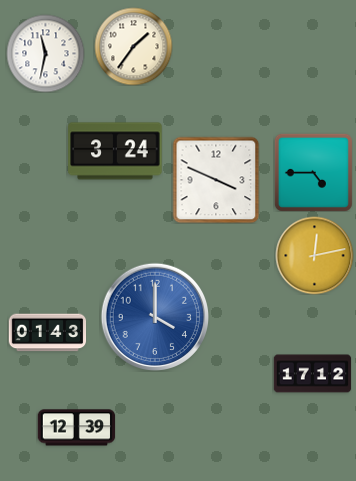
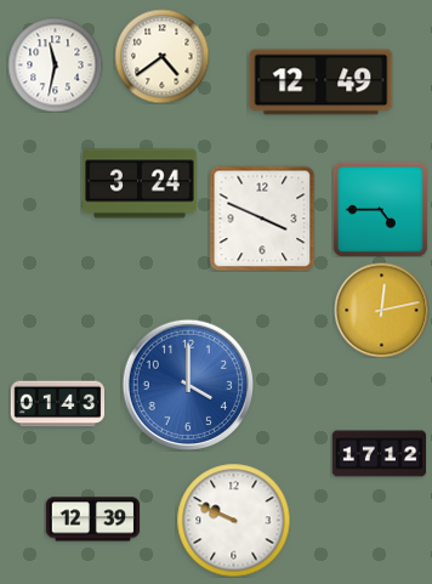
clock at (133, 46): 1:36 -> 4:39
clock at (322, 83): none -> 12:49
clock at (233, 520): none -> 9:49
